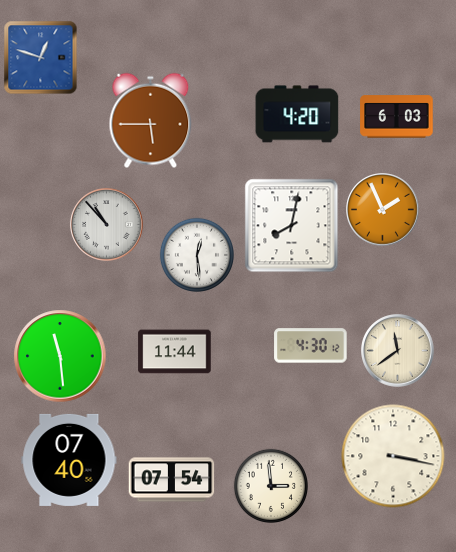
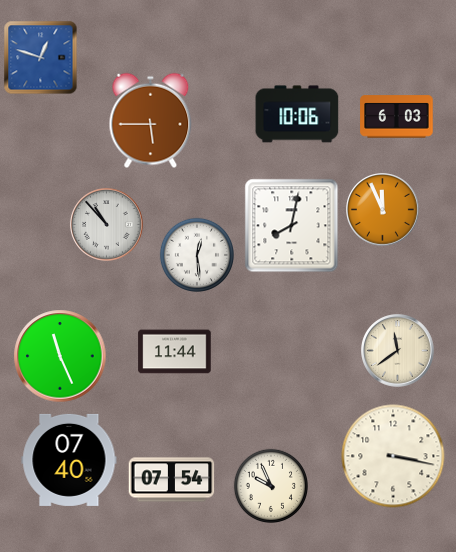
clock at (297, 114): 4:20 -> 10:06
clock at (383, 210): 1:56 -> 11:56
clock at (311, 346): 4:30 -> none
clock at (60, 356): 11:29 -> 11:26
clock at (270, 485): 2:59 -> 9:56
